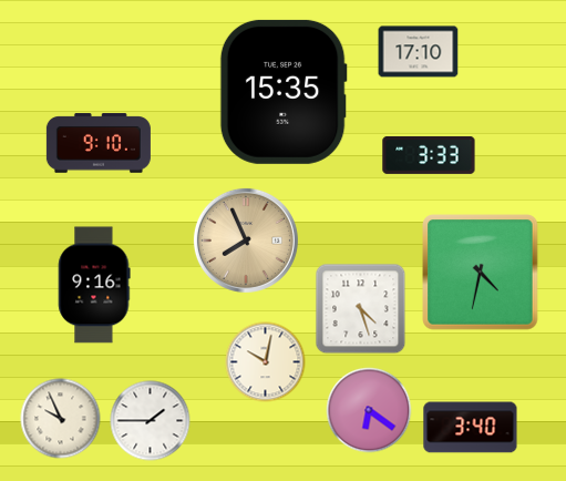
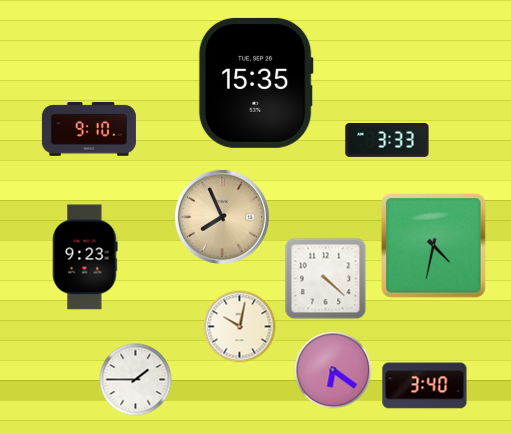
clock at (419, 52): 17:10 -> none
clock at (94, 285): 9:16 -> 9:23
clock at (361, 309): 4:27 -> 4:22
clock at (61, 419): 9:56 -> none
